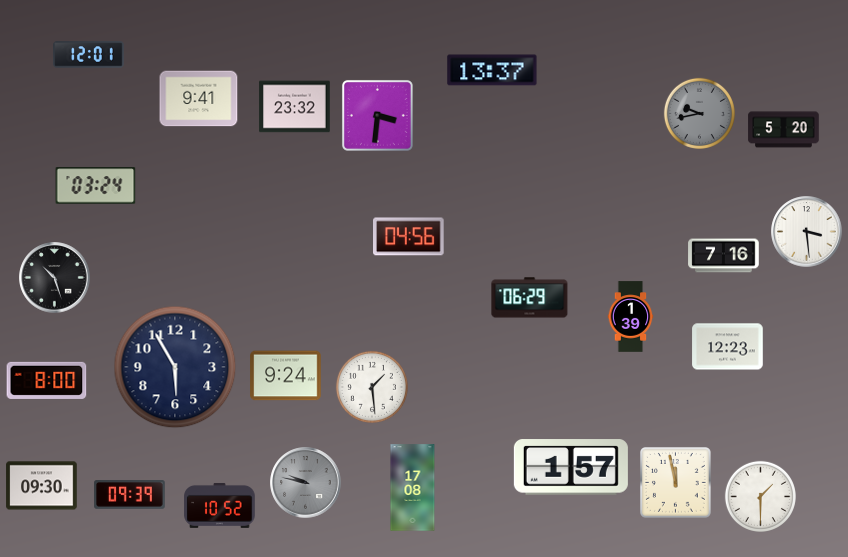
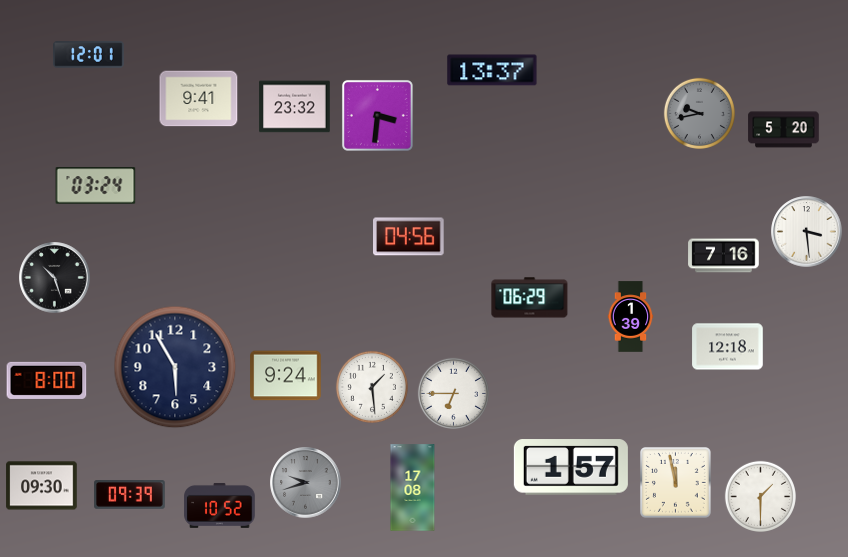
clock at (728, 347): 12:23 -> 12:18
clock at (453, 393): none -> 6:45
clock at (306, 483): 9:47 -> 9:42
